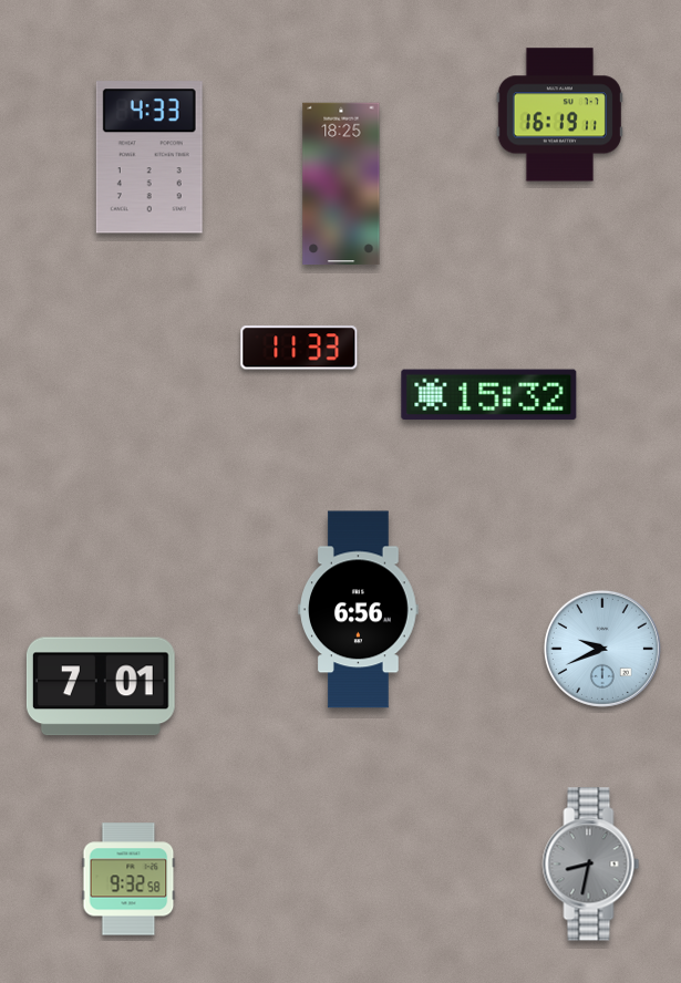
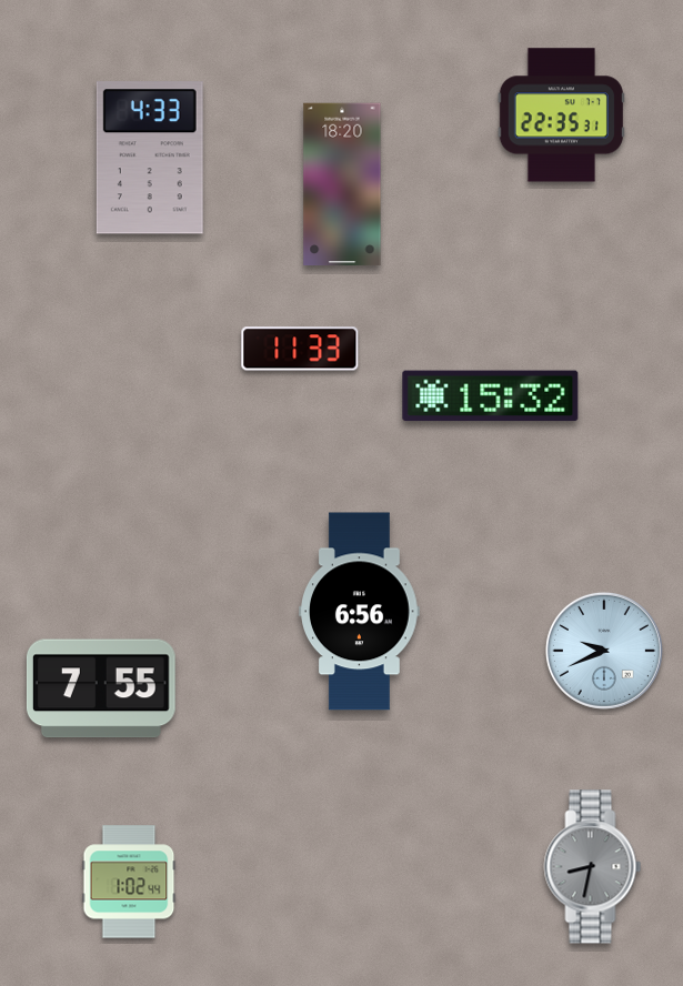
clock at (559, 115): 16:19 -> 22:35
clock at (341, 184): 18:25 -> 18:20
clock at (101, 686): 7:01 -> 7:55
clock at (128, 879): 9:32 -> 1:02
